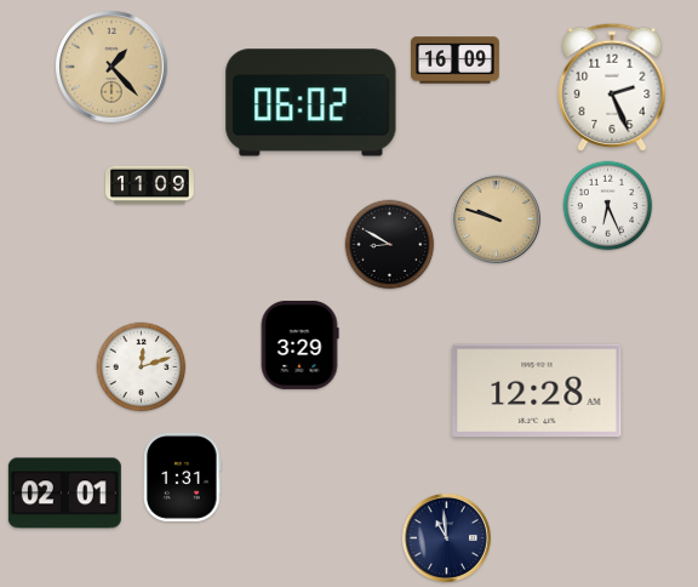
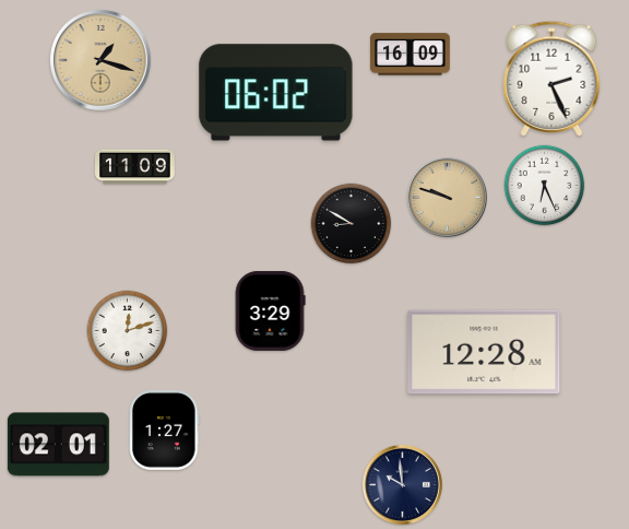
clock at (113, 68): 1:23 -> 1:18
clock at (311, 103) position: (311, 103) -> (276, 93)
clock at (608, 206) position: (608, 206) -> (545, 186)
clock at (390, 245) position: (390, 245) -> (352, 224)
clock at (183, 477): 1:31 -> 1:27
clock at (446, 537): 10:59 -> 9:59
